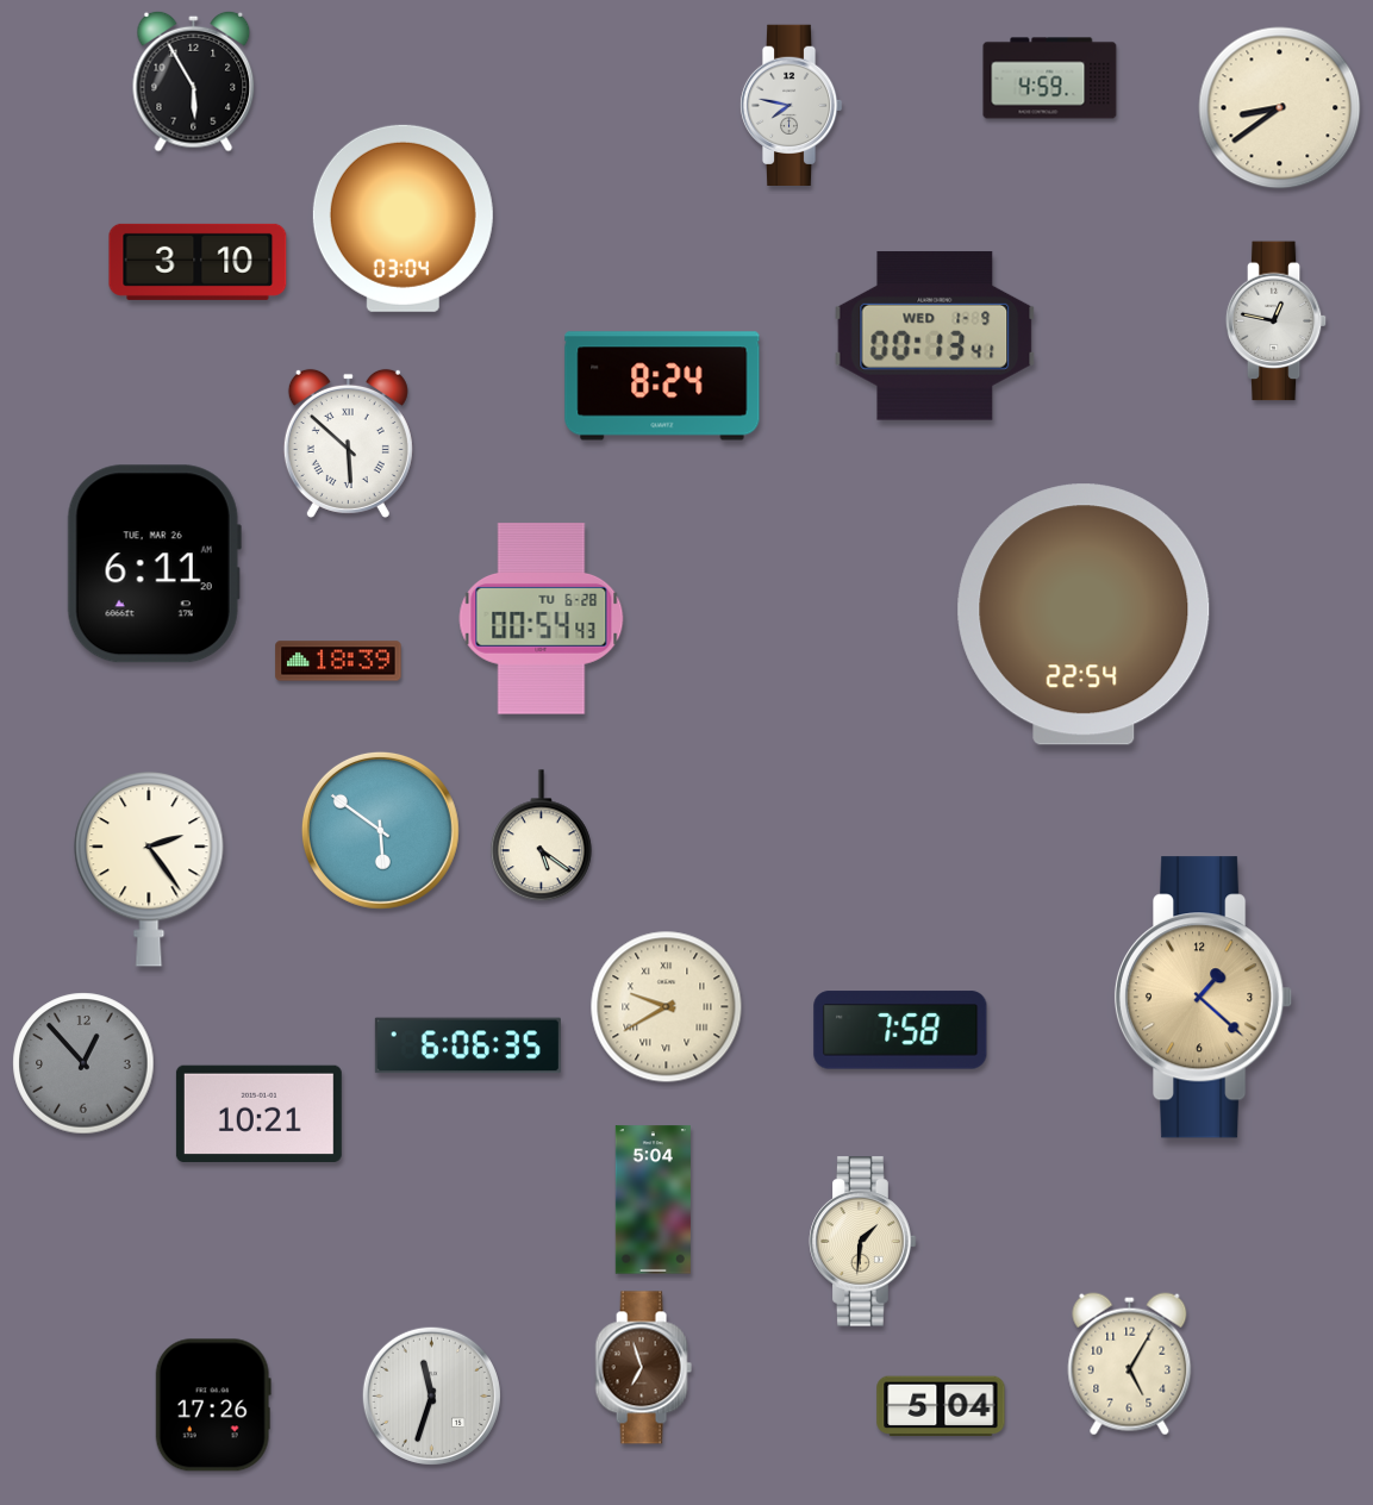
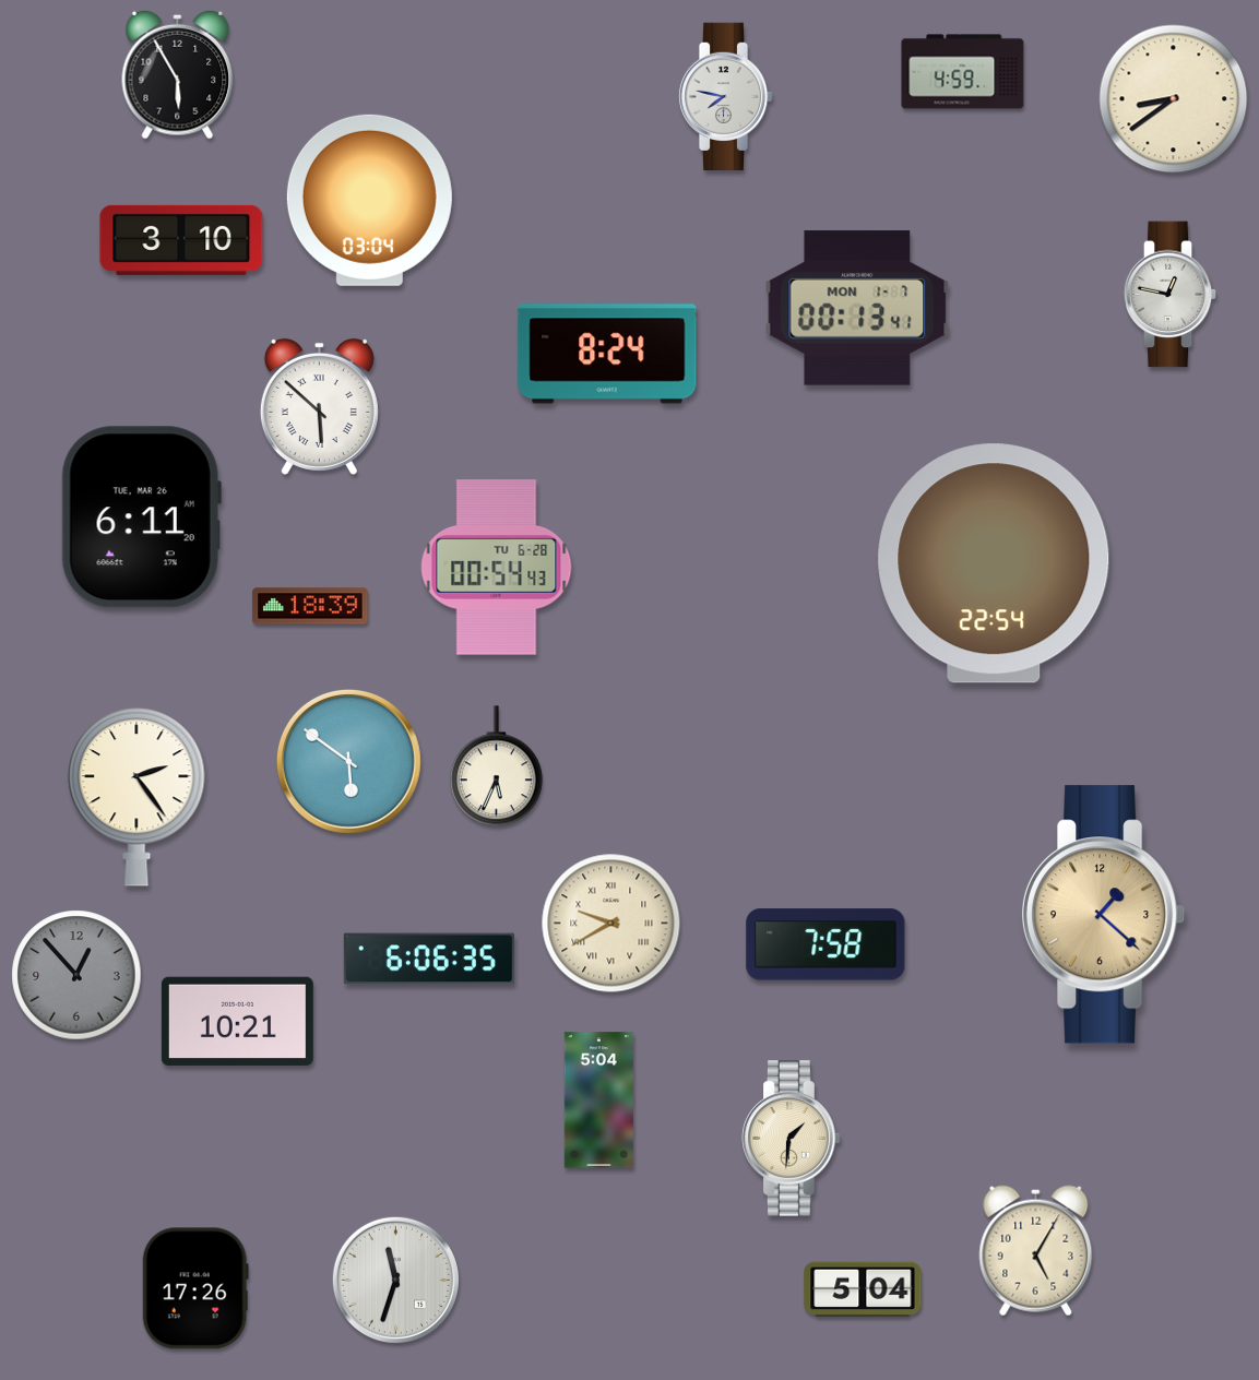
clock at (935, 336) date: WED 1-9 -> MON 1-7
clock at (541, 836): 5:21 -> 5:34
clock at (643, 1368): 6:57 -> none
